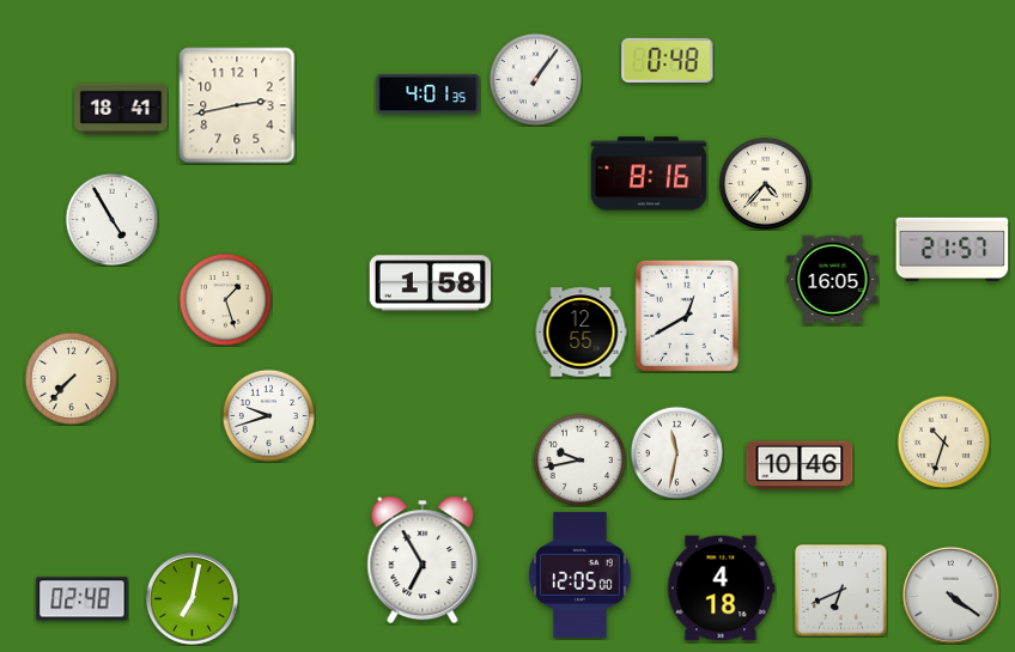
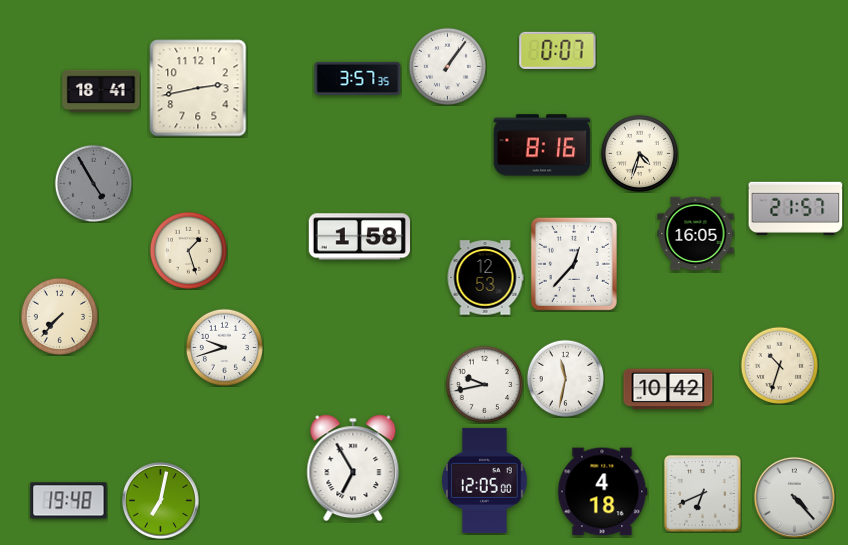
clock at (668, 60): 0:48 -> 0:07
clock at (429, 93): 4:01 -> 3:57
clock at (765, 183): 4:37 -> 4:33
clock at (111, 219) dial: white -> grey
clock at (687, 316): 12:40 -> 12:37
clock at (581, 333): 12:55 -> 12:53
clock at (943, 441) position: (943, 441) -> (779, 365)
clock at (800, 465): 10:46 -> 10:42
clock at (950, 595): 4:21 -> 4:23
clock at (83, 599): 02:48 -> 19:48
